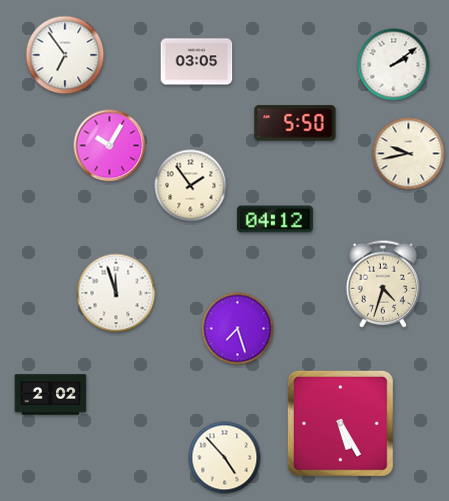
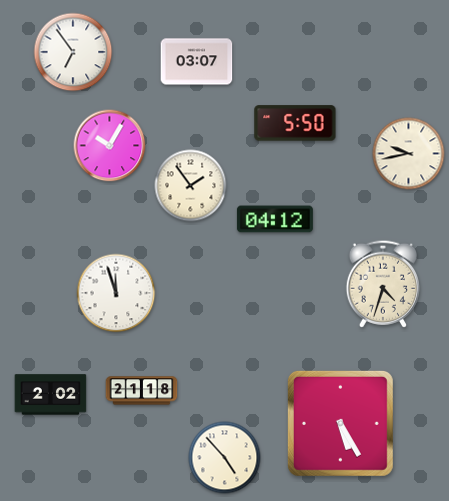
clock at (65, 55) position: (65, 55) -> (73, 52)
clock at (197, 62): 03:05 -> 03:07
clock at (394, 65): 2:09 -> none
clock at (238, 329): 7:27 -> none
clock at (142, 391): none -> 21:18
